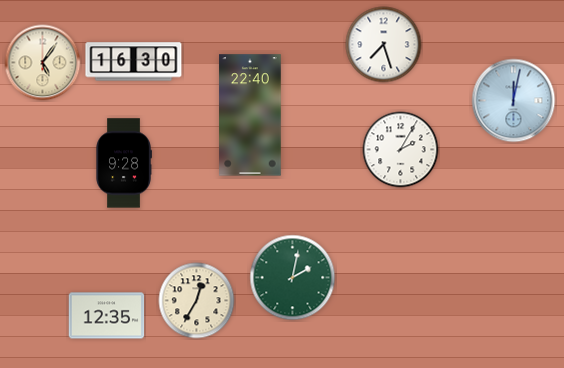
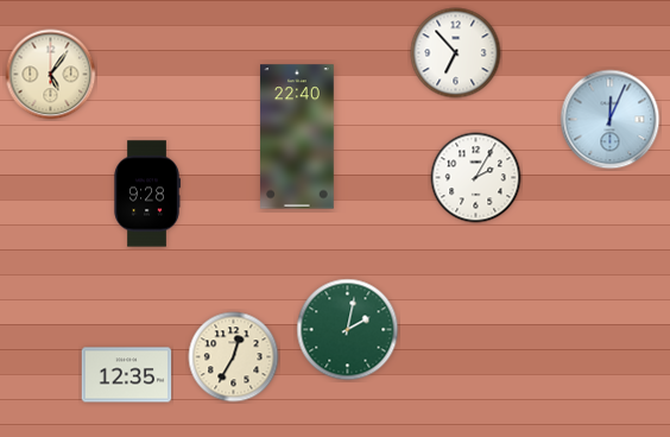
clock at (384, 45): 7:27 -> 6:53
clock at (134, 62): 16:30 -> none
clock at (514, 101): 12:02 -> 12:04
